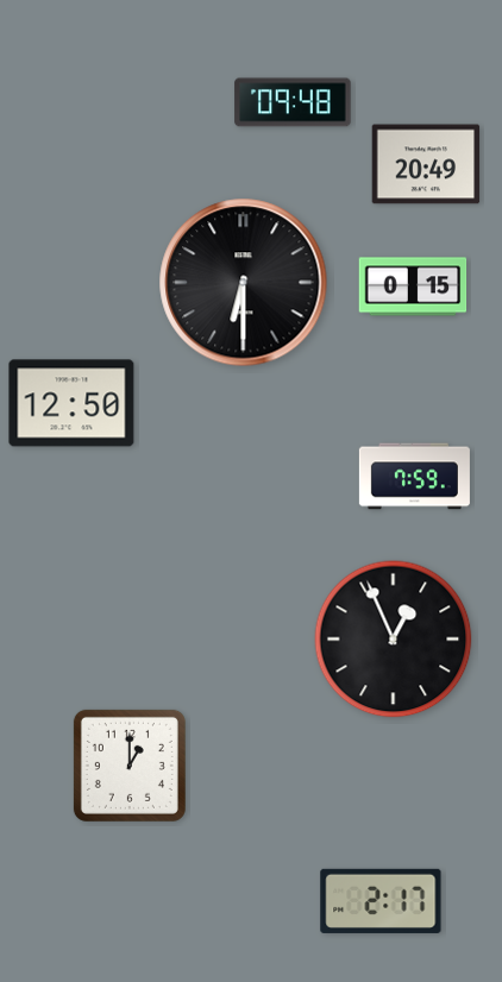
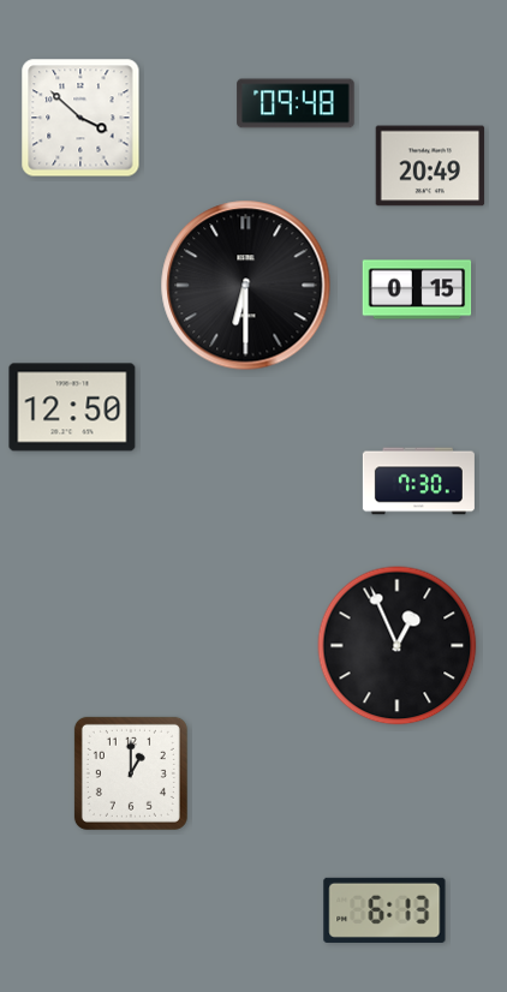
clock at (80, 118): none -> 3:52
clock at (414, 477): 7:59 -> 7:30
clock at (381, 901): 2:17 -> 6:13
